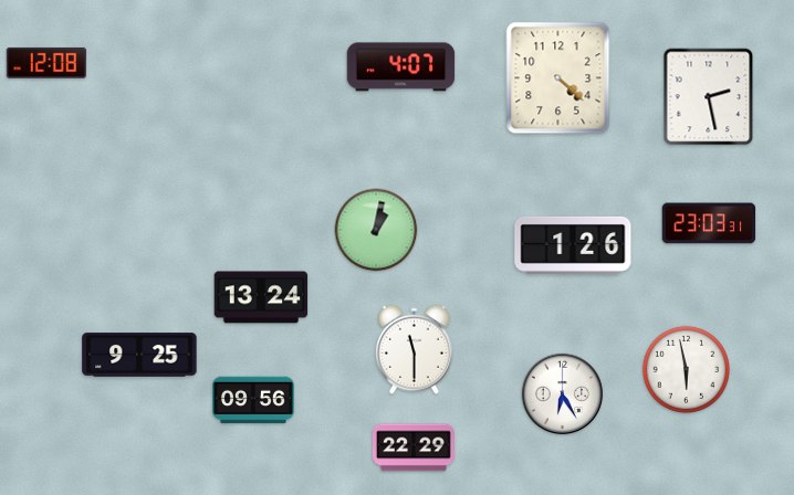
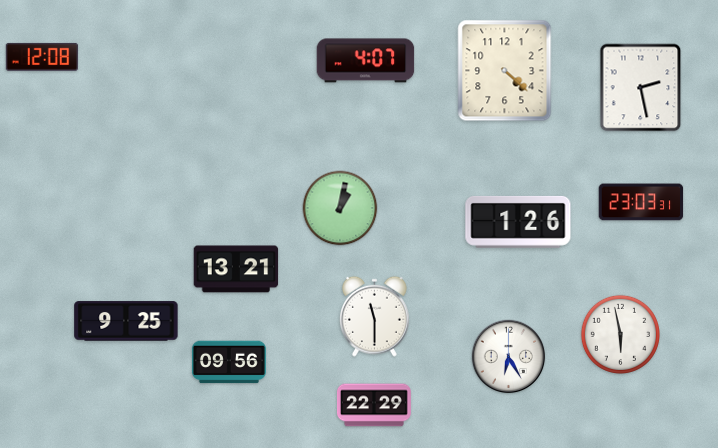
clock at (401, 67) position: (401, 67) -> (366, 61)
clock at (261, 297): 13:24 -> 13:21
